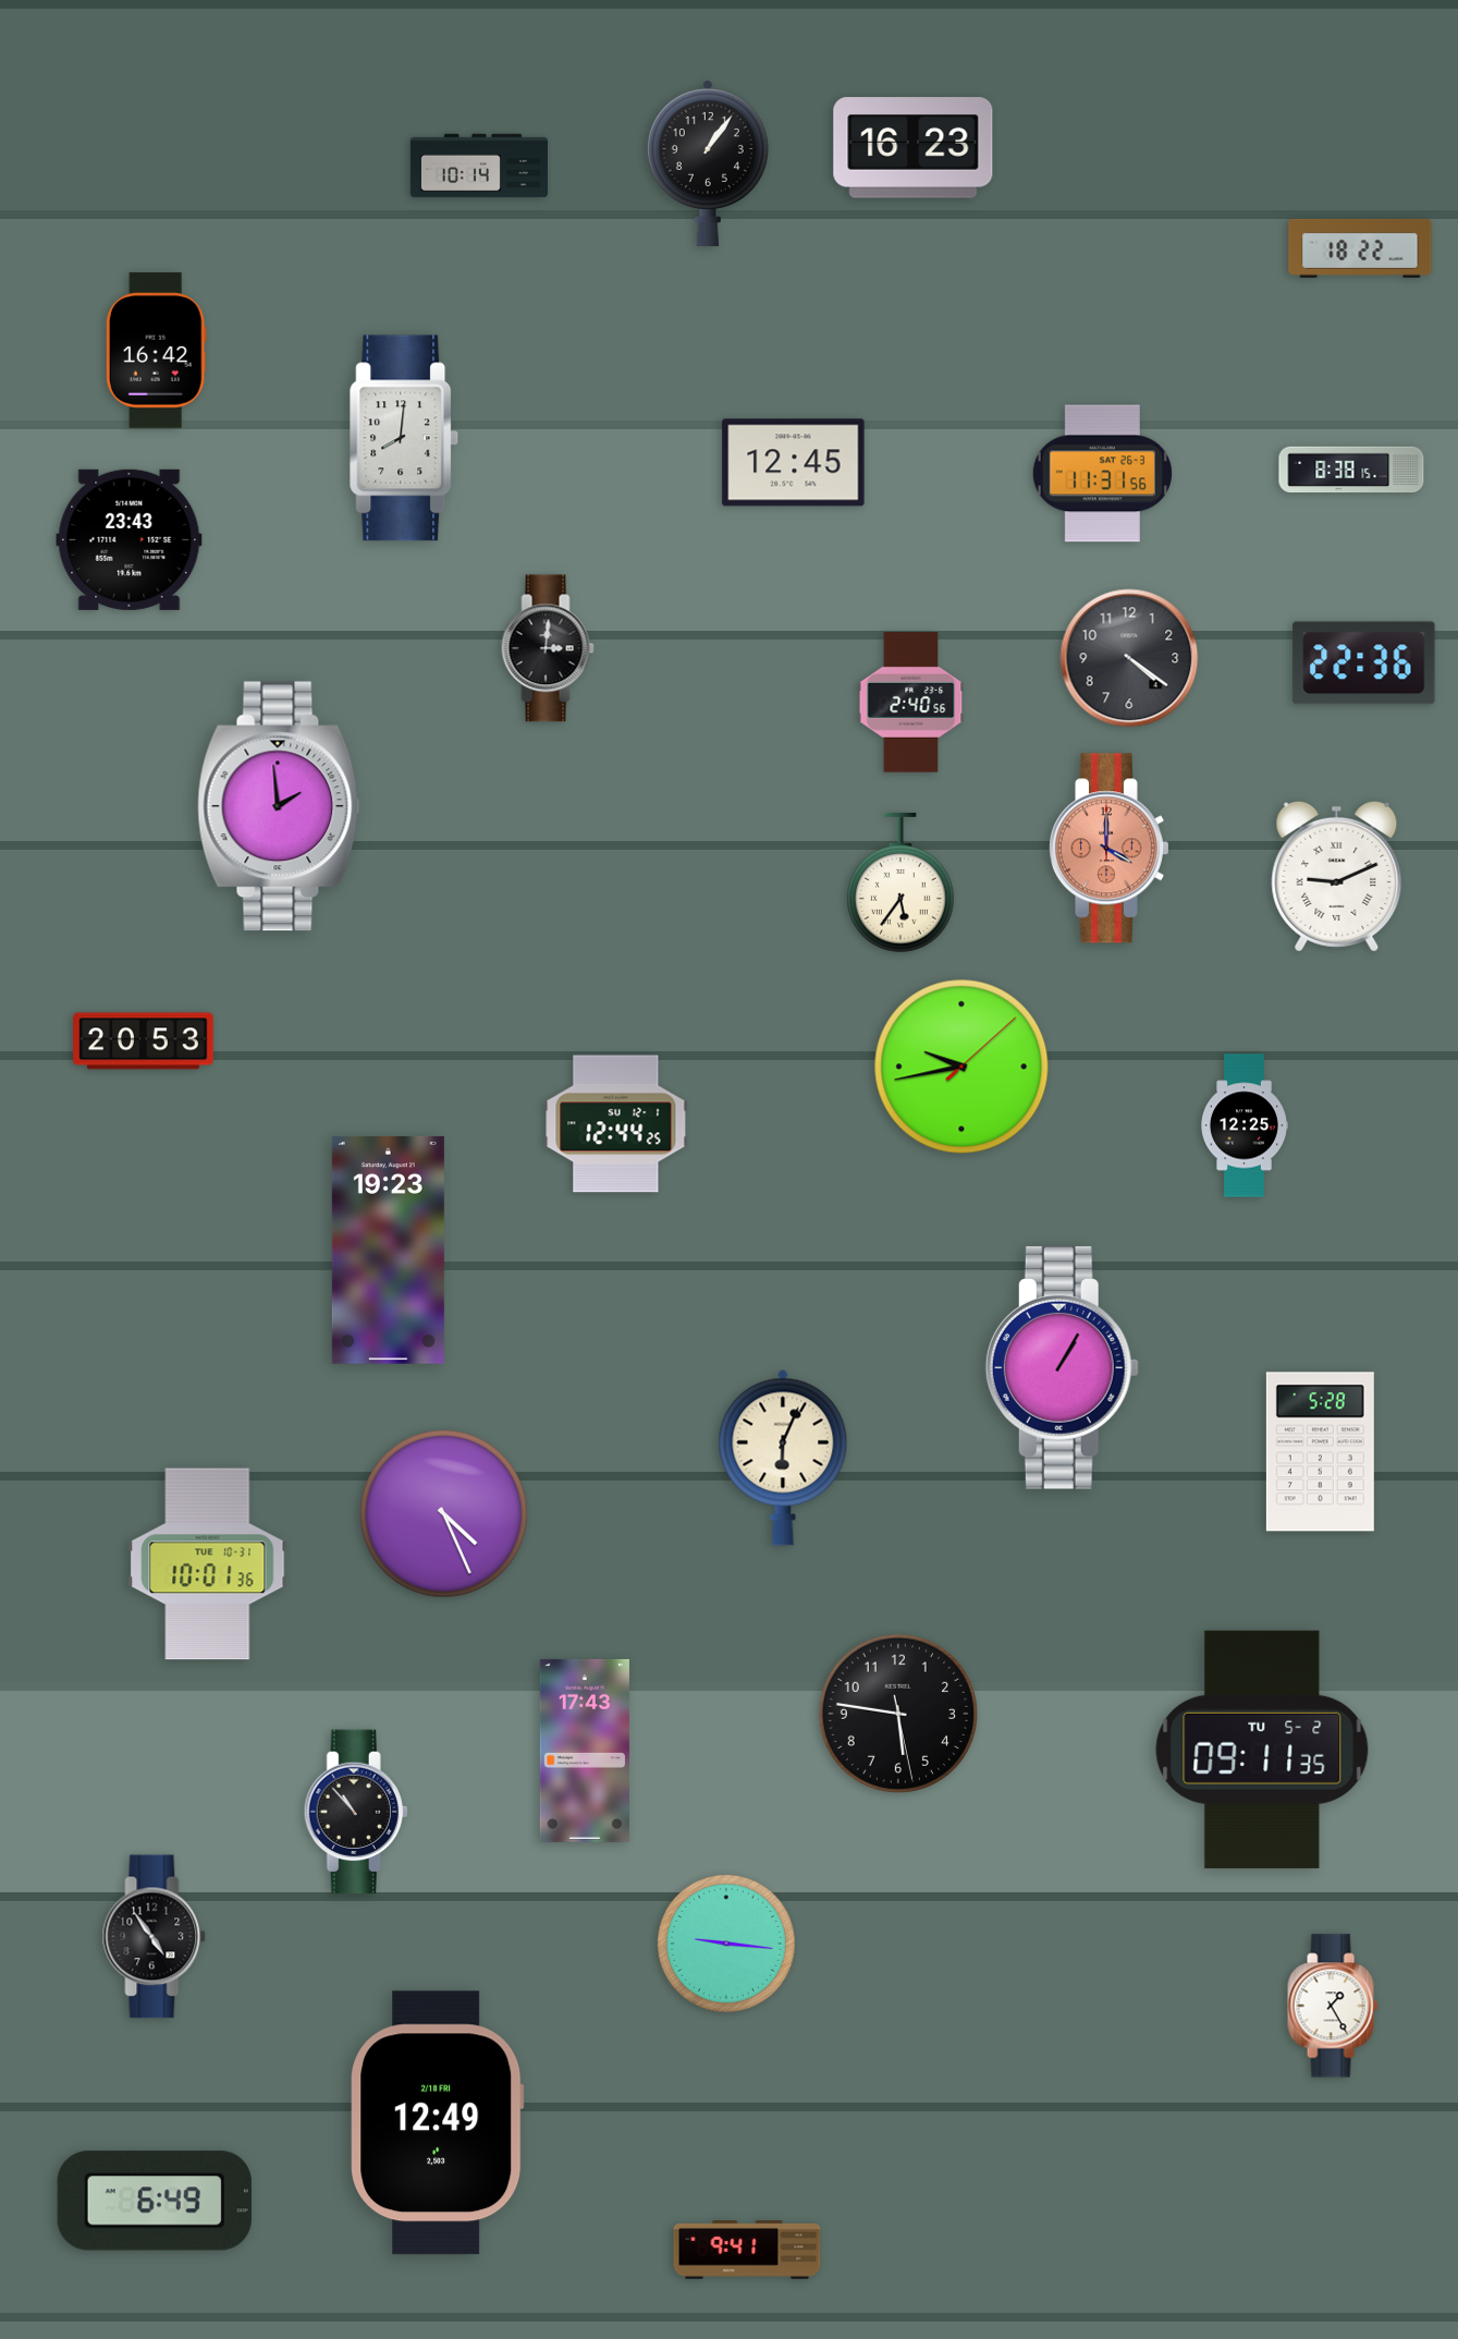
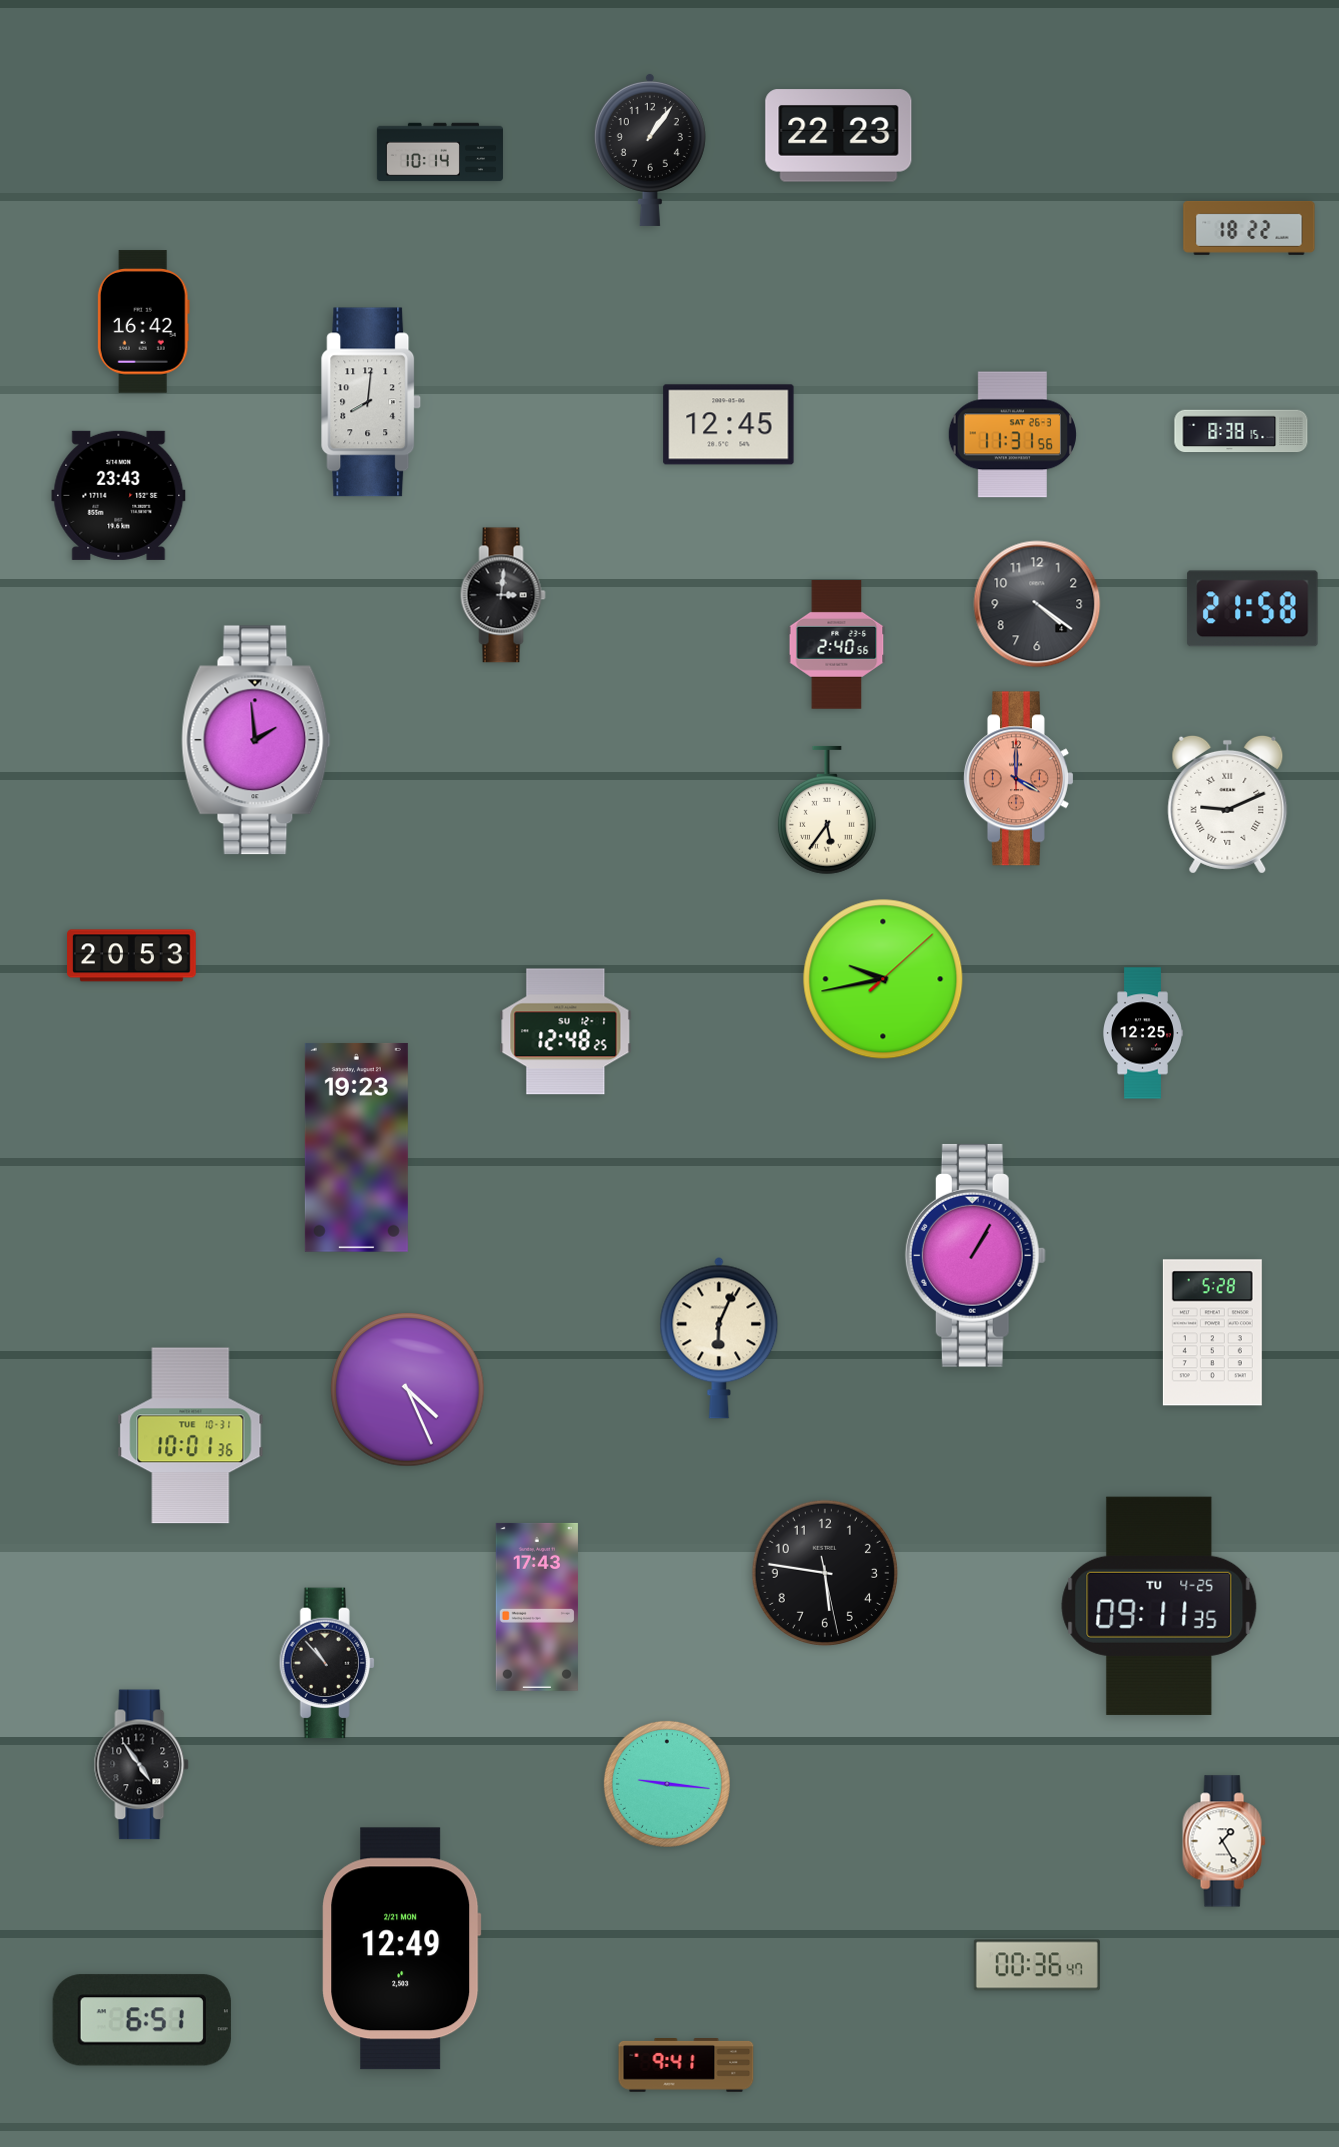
clock at (914, 148): 16:23 -> 22:23
clock at (1364, 663): 22:36 -> 21:58
clock at (616, 1124): 12:44 -> 12:48
clock at (1262, 1750) date: TU 5-2 -> TU 4-25
clock at (155, 1937) position: (155, 1937) -> (142, 1765)
clock at (438, 2123) date: 2/18 FRI -> 2/21 MON
clock at (1037, 1965): none -> 00:36
clock at (155, 2201): 6:49 -> 6:51
